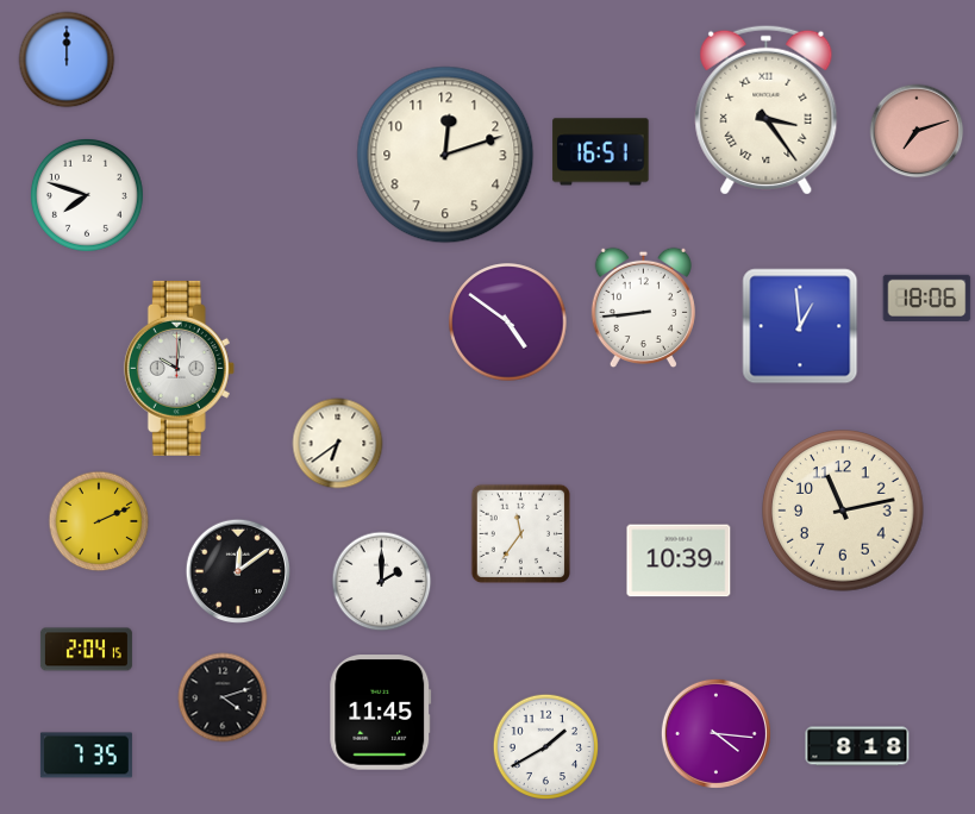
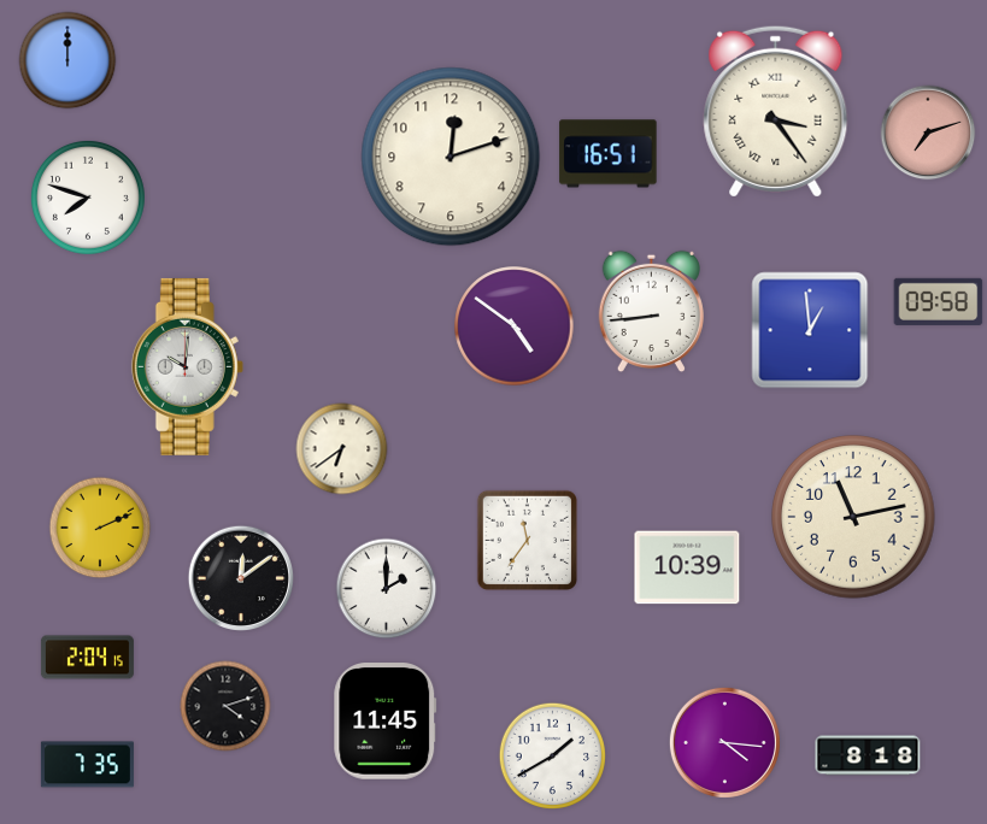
clock at (927, 298): 18:06 -> 09:58
clock at (179, 368) position: (179, 368) -> (187, 366)
